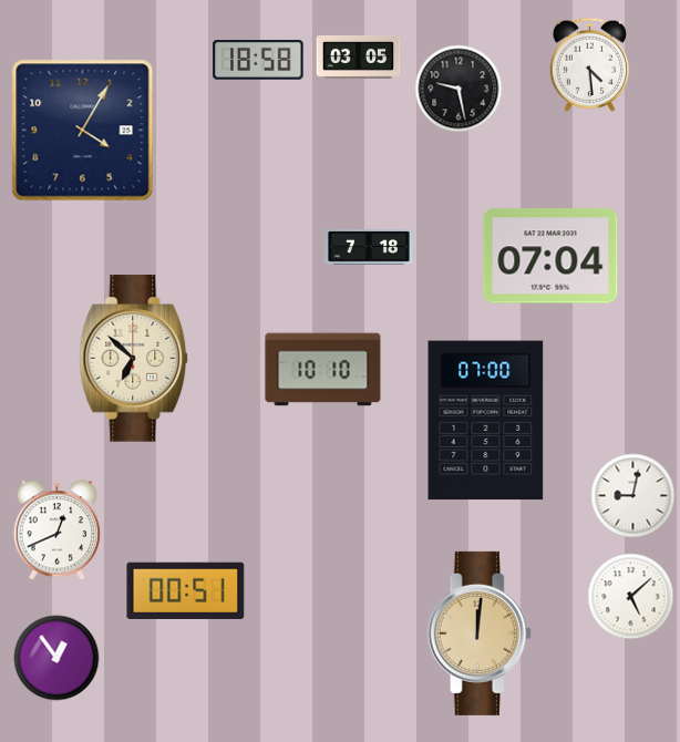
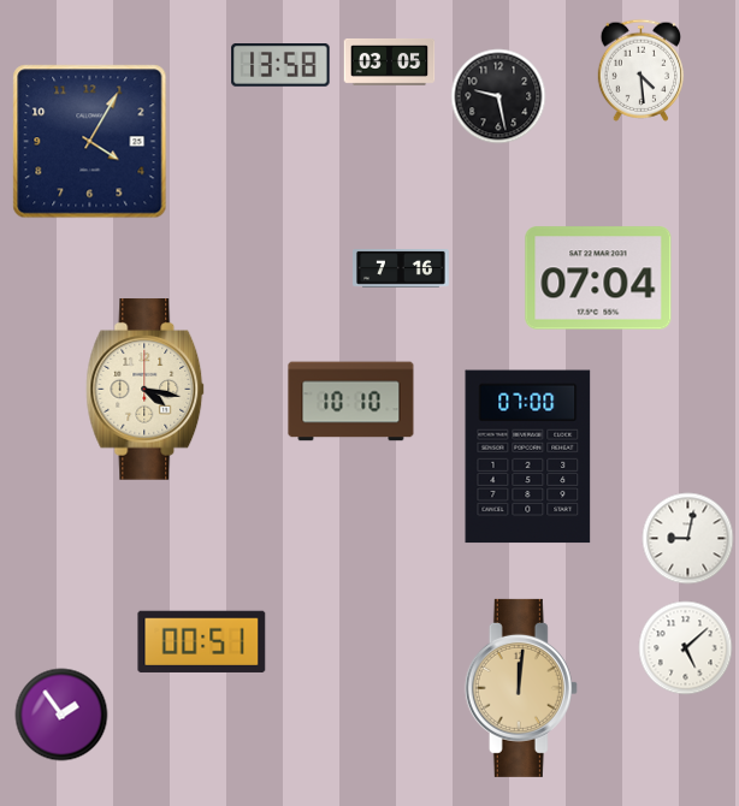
clock at (258, 61): 18:58 -> 13:58
clock at (370, 248): 7:18 -> 7:16
clock at (134, 359): 6:52 -> 4:17
clock at (58, 530): 12:41 -> none
clock at (56, 658): 12:54 -> 1:54
